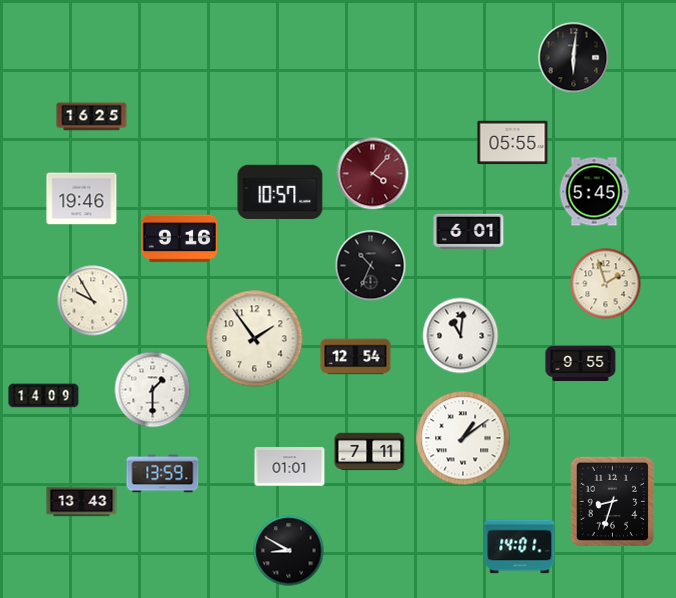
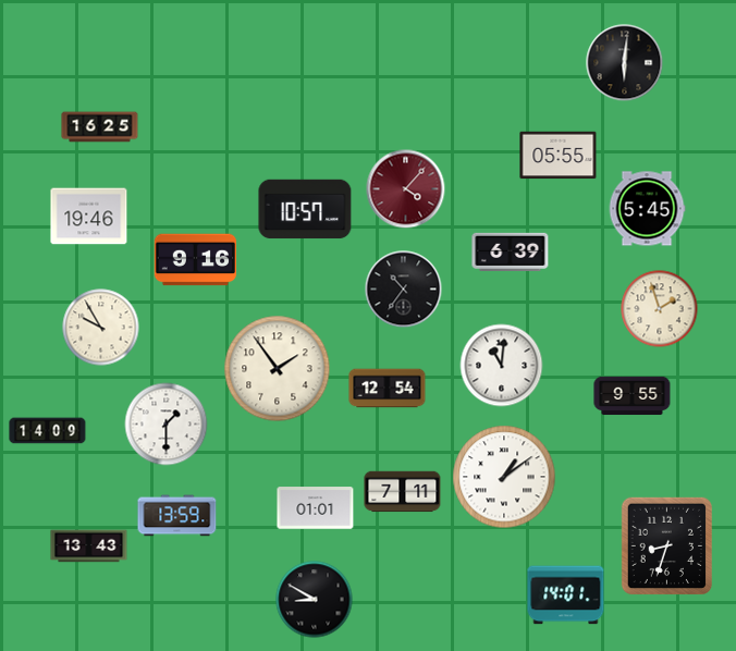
clock at (469, 231): 6:01 -> 6:39
clock at (371, 266): 10:34 -> 10:36
